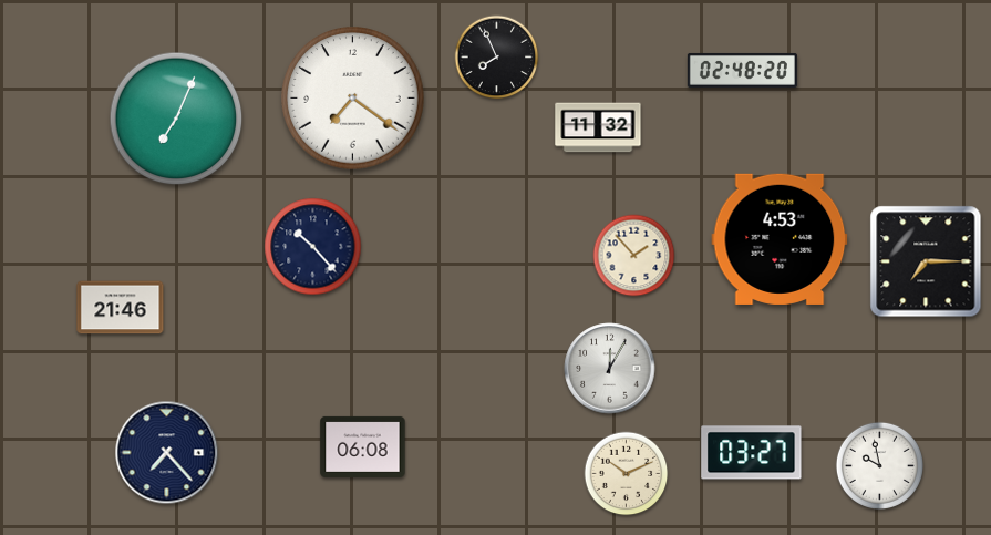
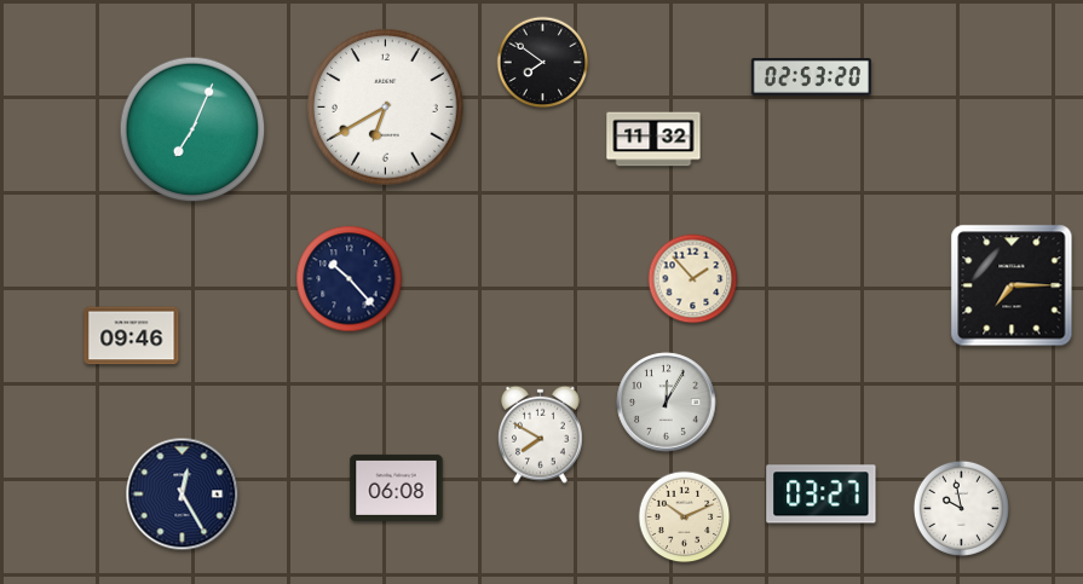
clock at (497, 58): 7:56 -> 7:51
clock at (742, 70): 02:48 -> 02:53
clock at (353, 99): 7:21 -> 6:40
clock at (780, 239): 4:53 -> none
clock at (313, 247) position: (313, 247) -> (350, 279)
clock at (121, 308): 21:46 -> 09:46
clock at (541, 434): none -> 7:50
clock at (167, 453): 7:23 -> 12:25
